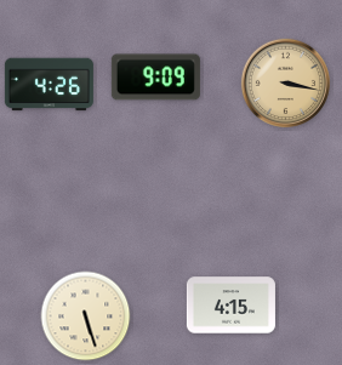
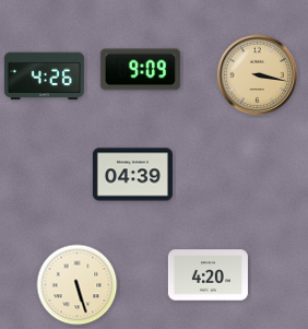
clock at (132, 175): none -> 04:39
clock at (230, 306): 4:15 -> 4:20
